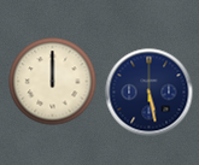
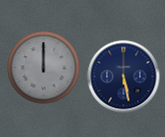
clock at (53, 82) dial: cream -> grey
